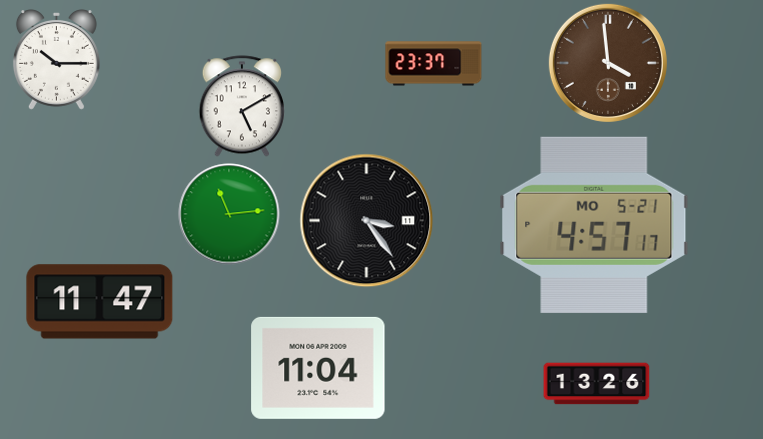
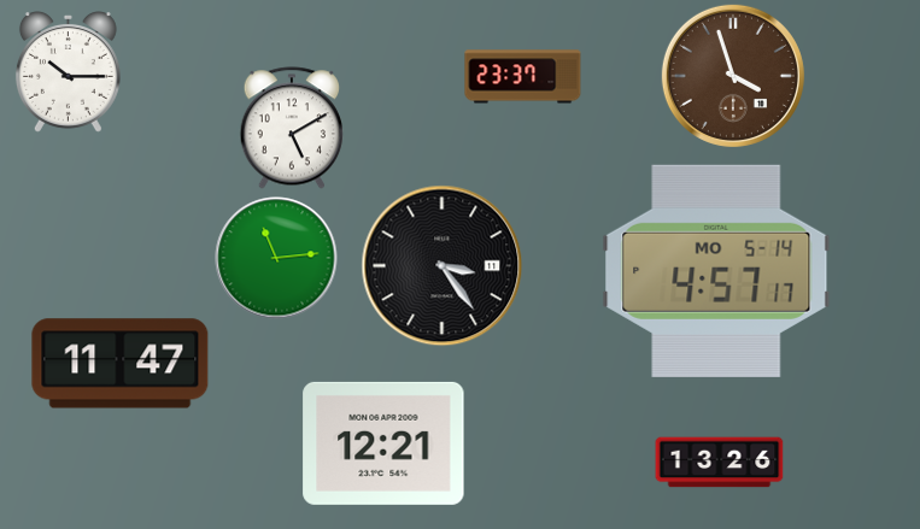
clock at (608, 63): 3:59 -> 3:57
clock at (594, 225) date: MO 5-21 -> MO 5-14
clock at (318, 368): 11:04 -> 12:21
